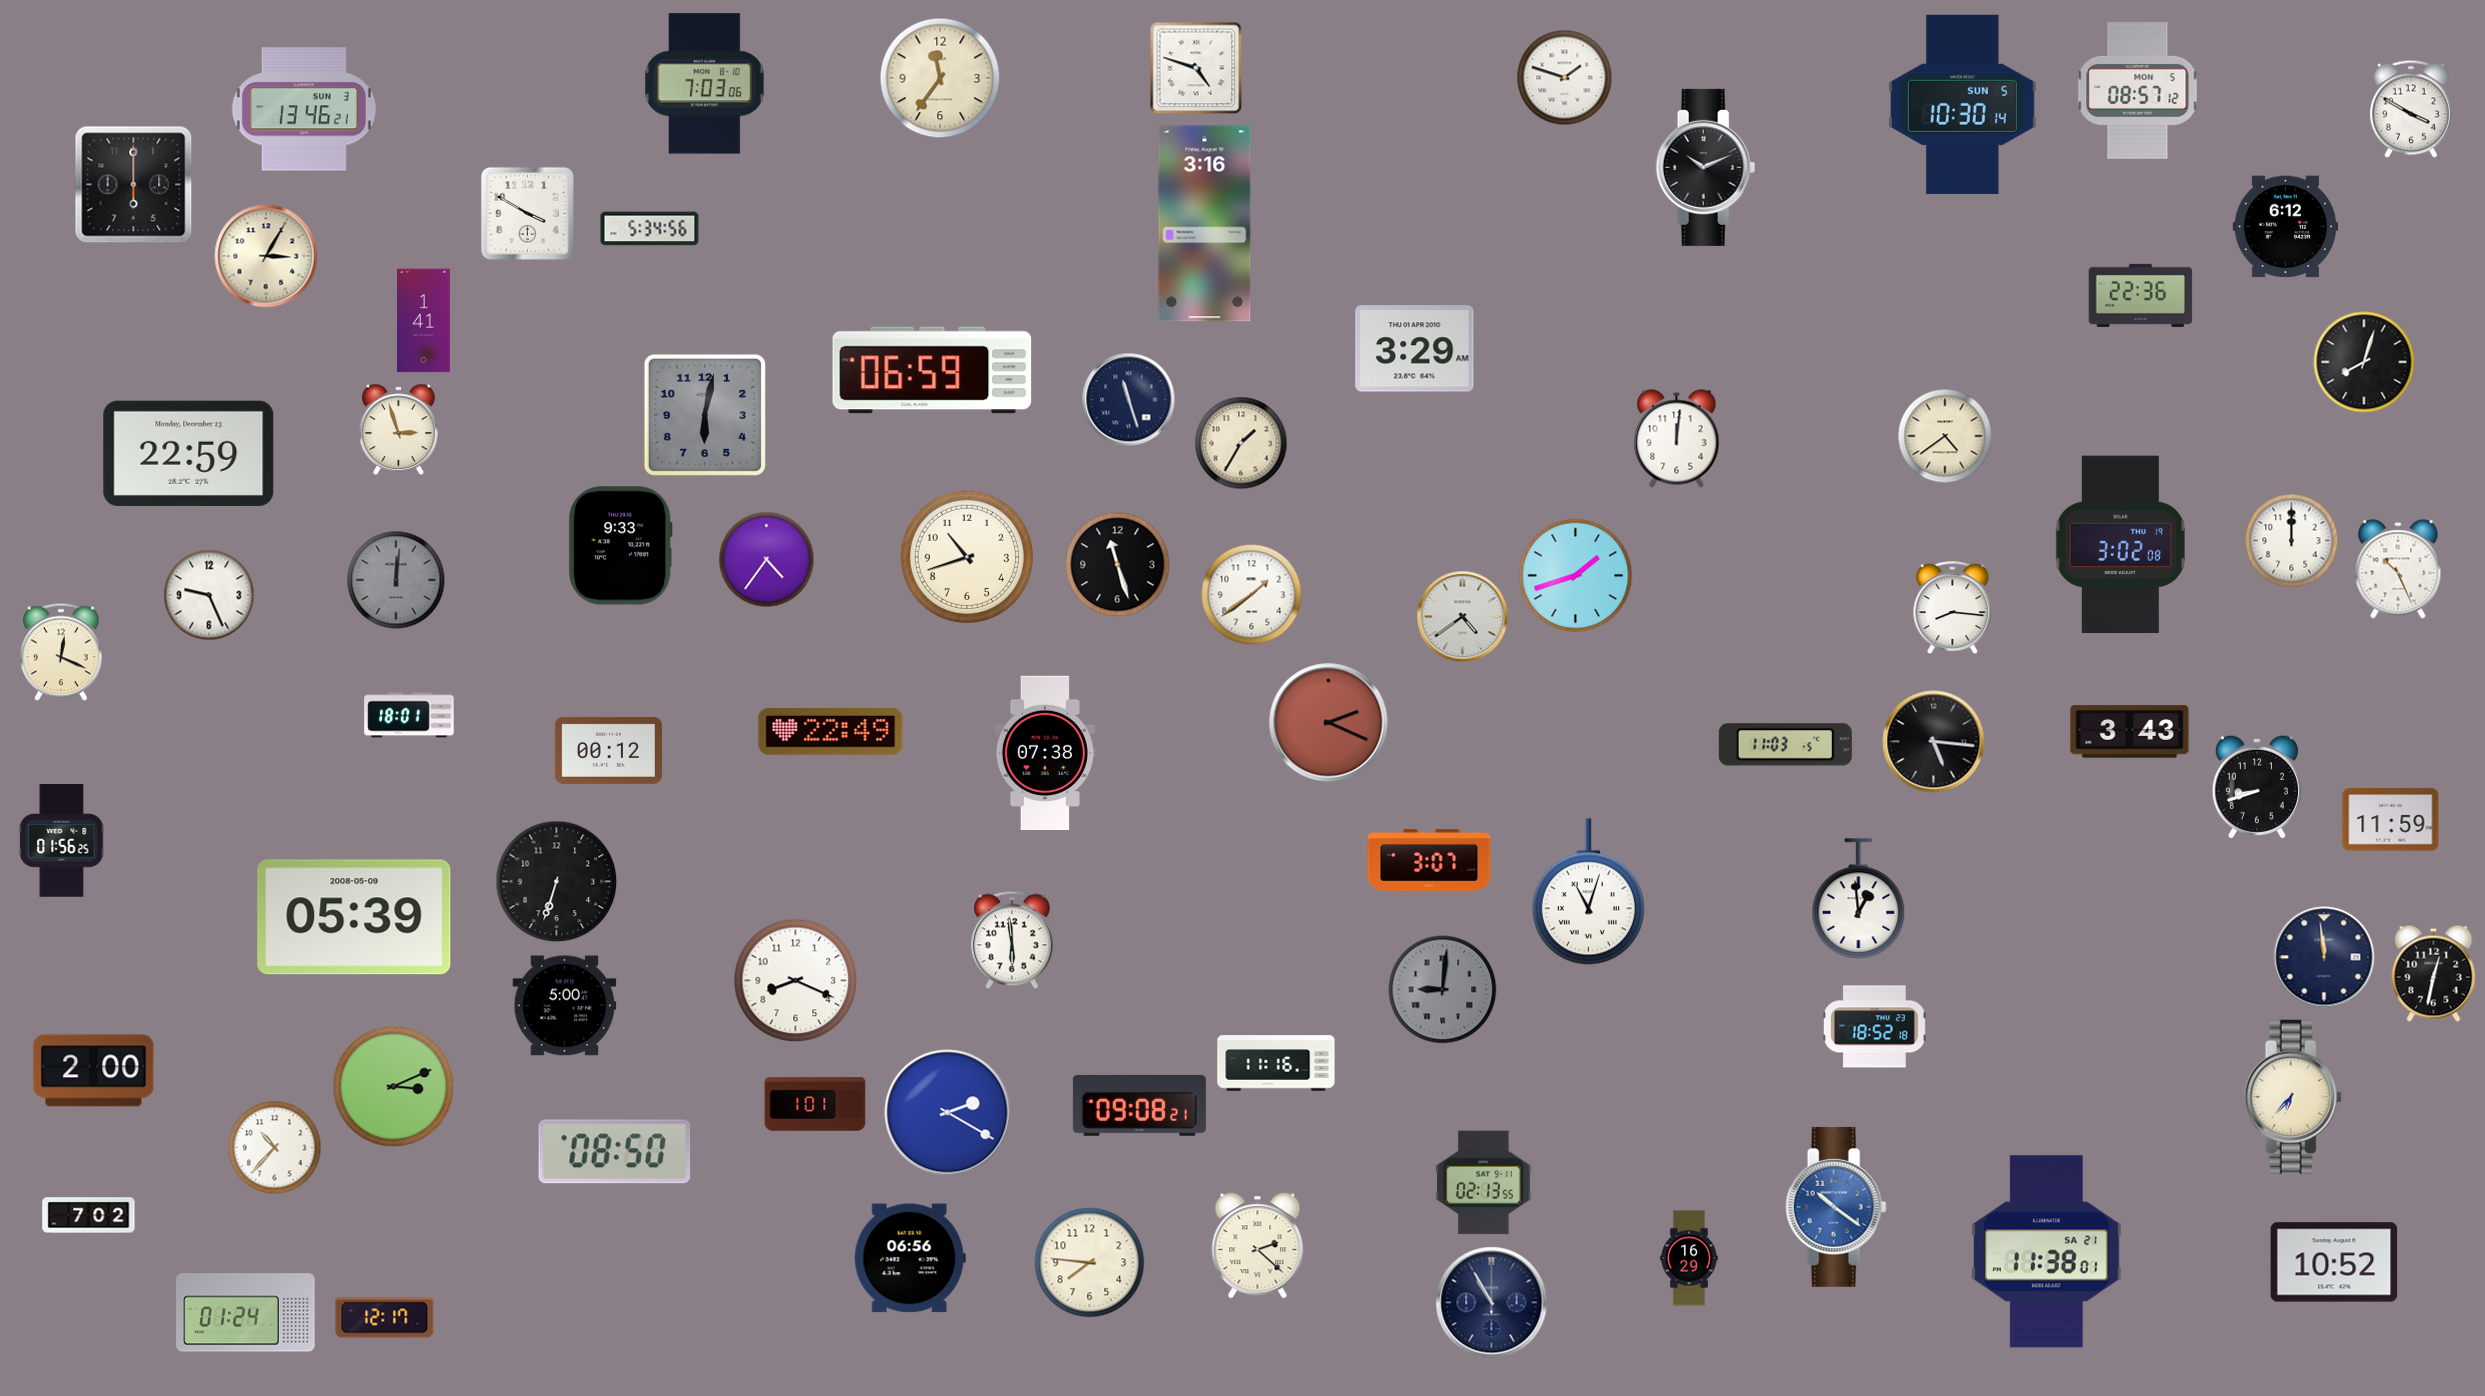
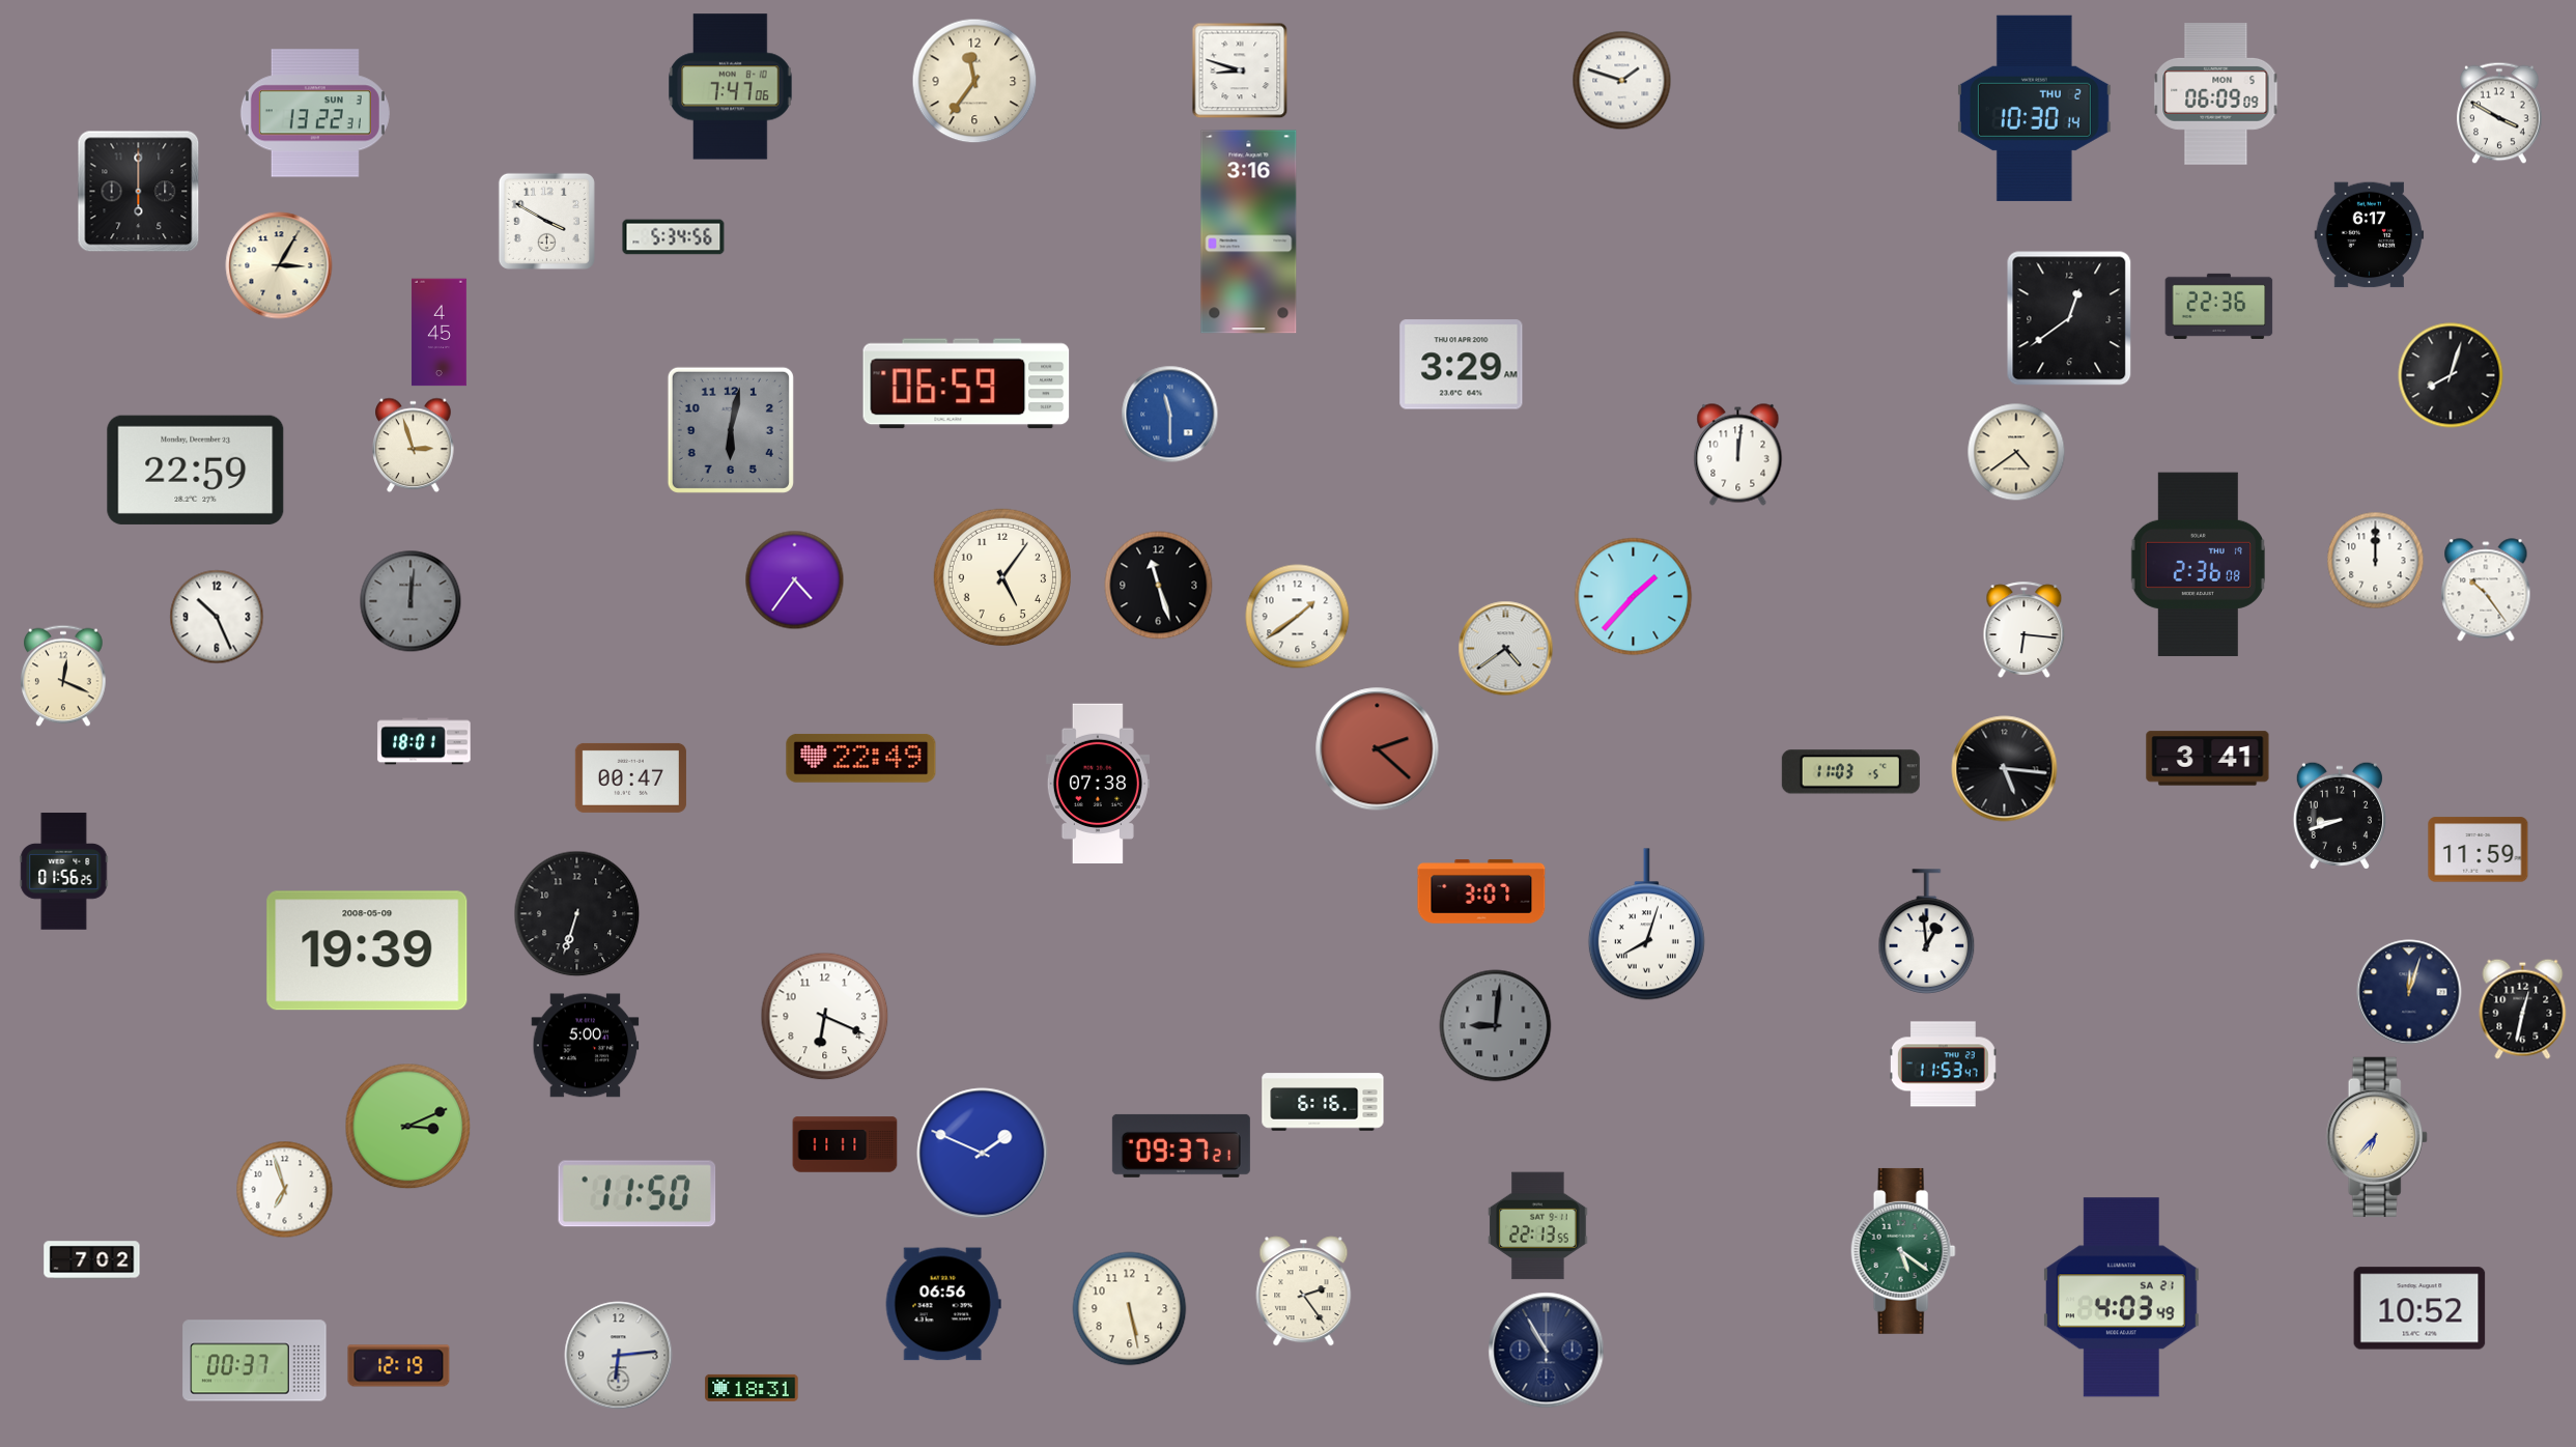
clock at (1196, 68): 4:48 -> 8:48
clock at (705, 84): 7:03 -> 7:47
clock at (2138, 91): 08:57 -> 06:09
clock at (1962, 104) date: SUN 5 -> THU 2
clock at (304, 109): 13:46 -> 13:22
clock at (1706, 167): 10:11 -> none
clock at (2286, 227): 6:12 -> 6:17
clock at (266, 256) position: (266, 256) -> (279, 265)
clock at (2069, 318): none -> 12:39
clock at (423, 321): 1:41 -> 4:45
clock at (1415, 349) position: (1415, 349) -> (1462, 365)
clock at (1129, 400): 11:27 -> 11:30
clock at (1129, 400) dial: navy -> blue
clock at (1241, 443): 1:35 -> none
clock at (2120, 545): 3:02 -> 2:36
clock at (620, 546): 9:33 -> none
clock at (966, 556): 10:42 -> 5:06
clock at (2398, 569): 10:26 -> 10:24
clock at (1576, 576): 1:42 -> 1:37
clock at (209, 595): 9:26 -> 10:26
clock at (1953, 607): 8:16 -> 6:16
clock at (1463, 617) position: (1463, 617) -> (1506, 649)
clock at (1329, 723): 2:19 -> 2:22
clock at (2130, 732): 3:43 -> 3:41
clock at (608, 750): 00:12 -> 00:47
clock at (1045, 753) position: (1045, 753) -> (1098, 784)
clock at (1588, 892): 11:03 -> 8:03
clock at (354, 917): 05:39 -> 19:39
clock at (1012, 940): 5:59 -> none
clock at (2324, 957): 11:59 -> 12:03
clock at (796, 981): 8:19 -> 6:19
clock at (565, 1006) position: (565, 1006) -> (586, 1046)
clock at (1874, 1027): 18:52 -> 11:53
clock at (1276, 1063): 11:16 -> 6:16
clock at (94, 1071): 2:00 -> none
clock at (815, 1104): 1:01 -> 11:11
clock at (1139, 1105): 09:08 -> 09:37
clock at (948, 1113): 2:20 -> 1:49
clock at (275, 1148): 10:37 -> 6:57
clock at (615, 1152): 08:50 -> 11:50
clock at (1484, 1183): 02:13 -> 22:13
clock at (1836, 1207): 10:21 -> 5:21
clock at (1836, 1207) dial: blue -> green
clock at (1258, 1246): 2:22 -> 2:24
clock at (2046, 1252): 11:38 -> 4:03
clock at (1689, 1258): 16:29 -> none
clock at (1090, 1263): 7:46 -> 5:28
clock at (619, 1356): none -> 6:14
clock at (246, 1313): 01:24 -> 00:37
clock at (385, 1318): 12:17 -> 12:19
clock at (752, 1388): none -> 18:31
